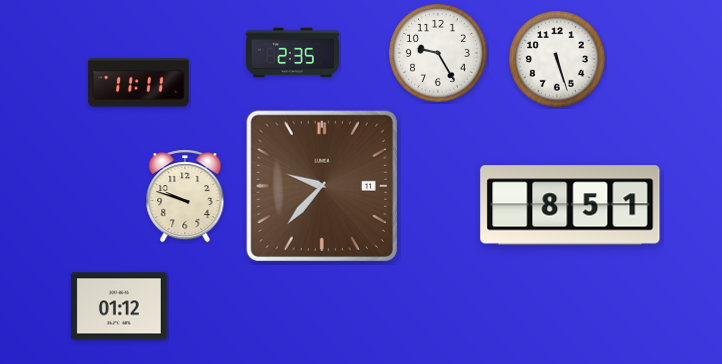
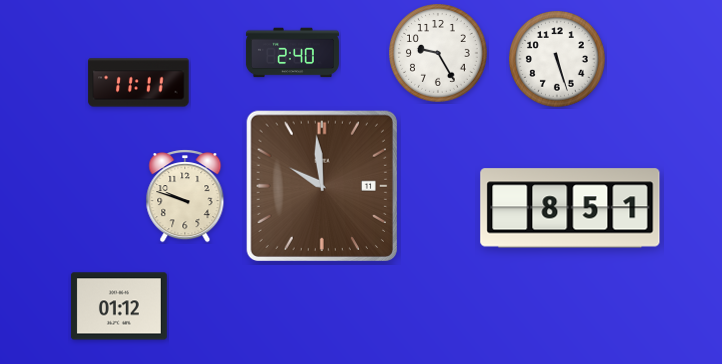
clock at (292, 53): 2:35 -> 2:40
clock at (322, 186): 9:37 -> 9:59
clock at (570, 205) position: (570, 205) -> (570, 208)
